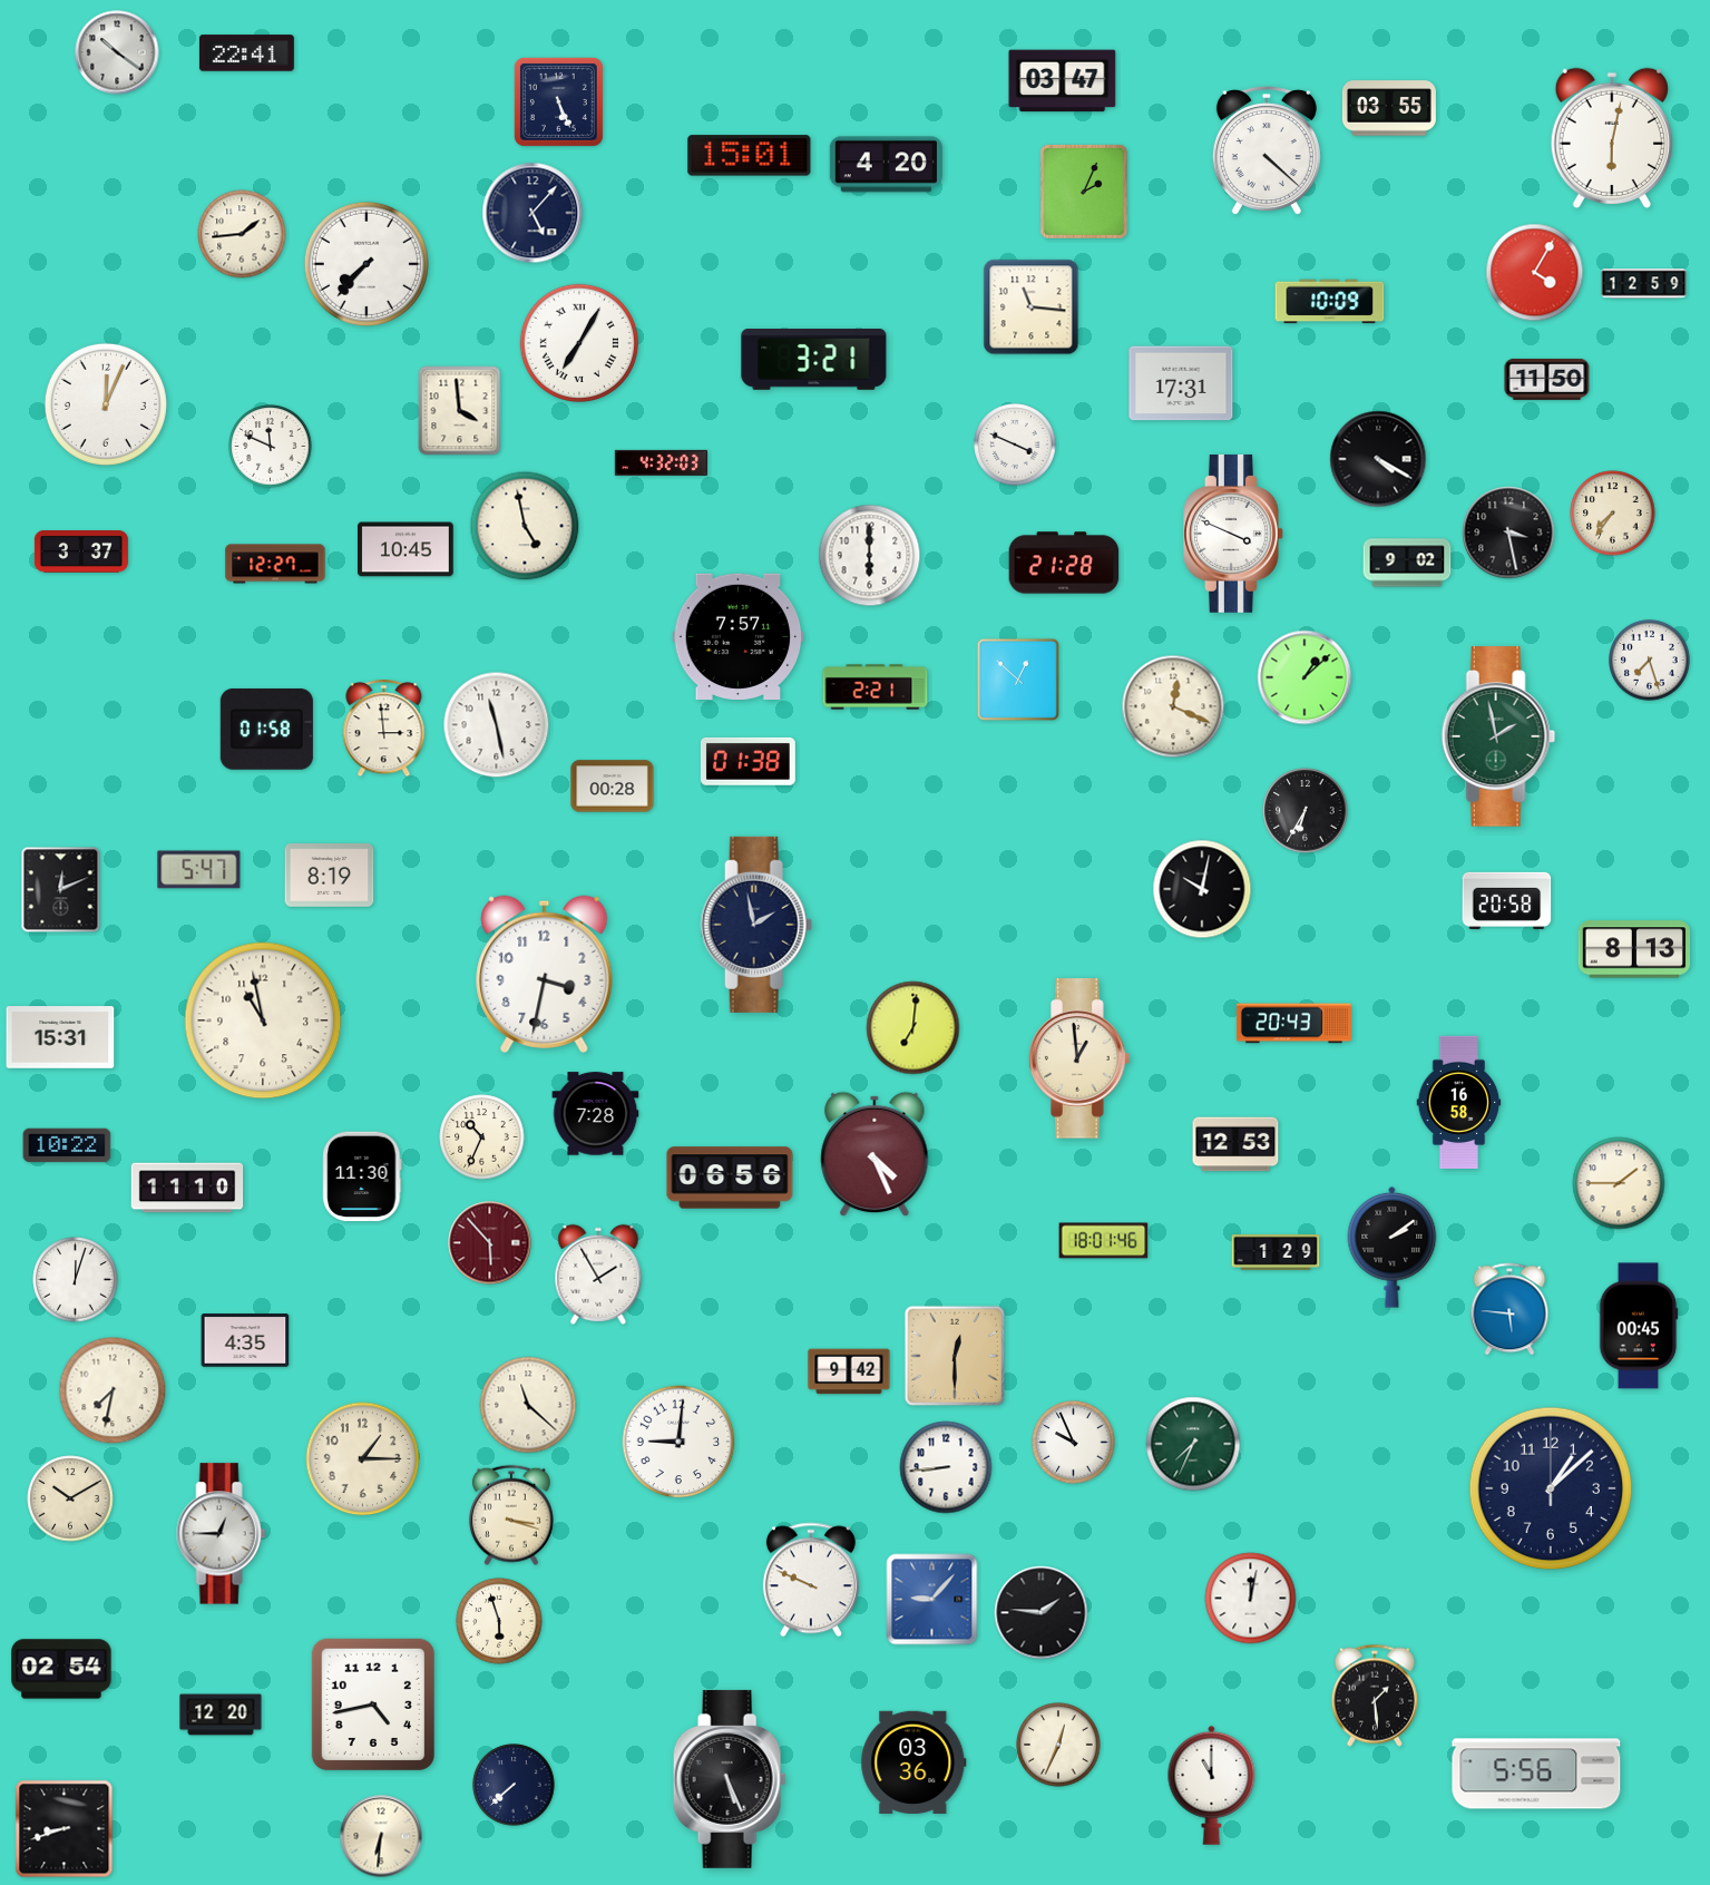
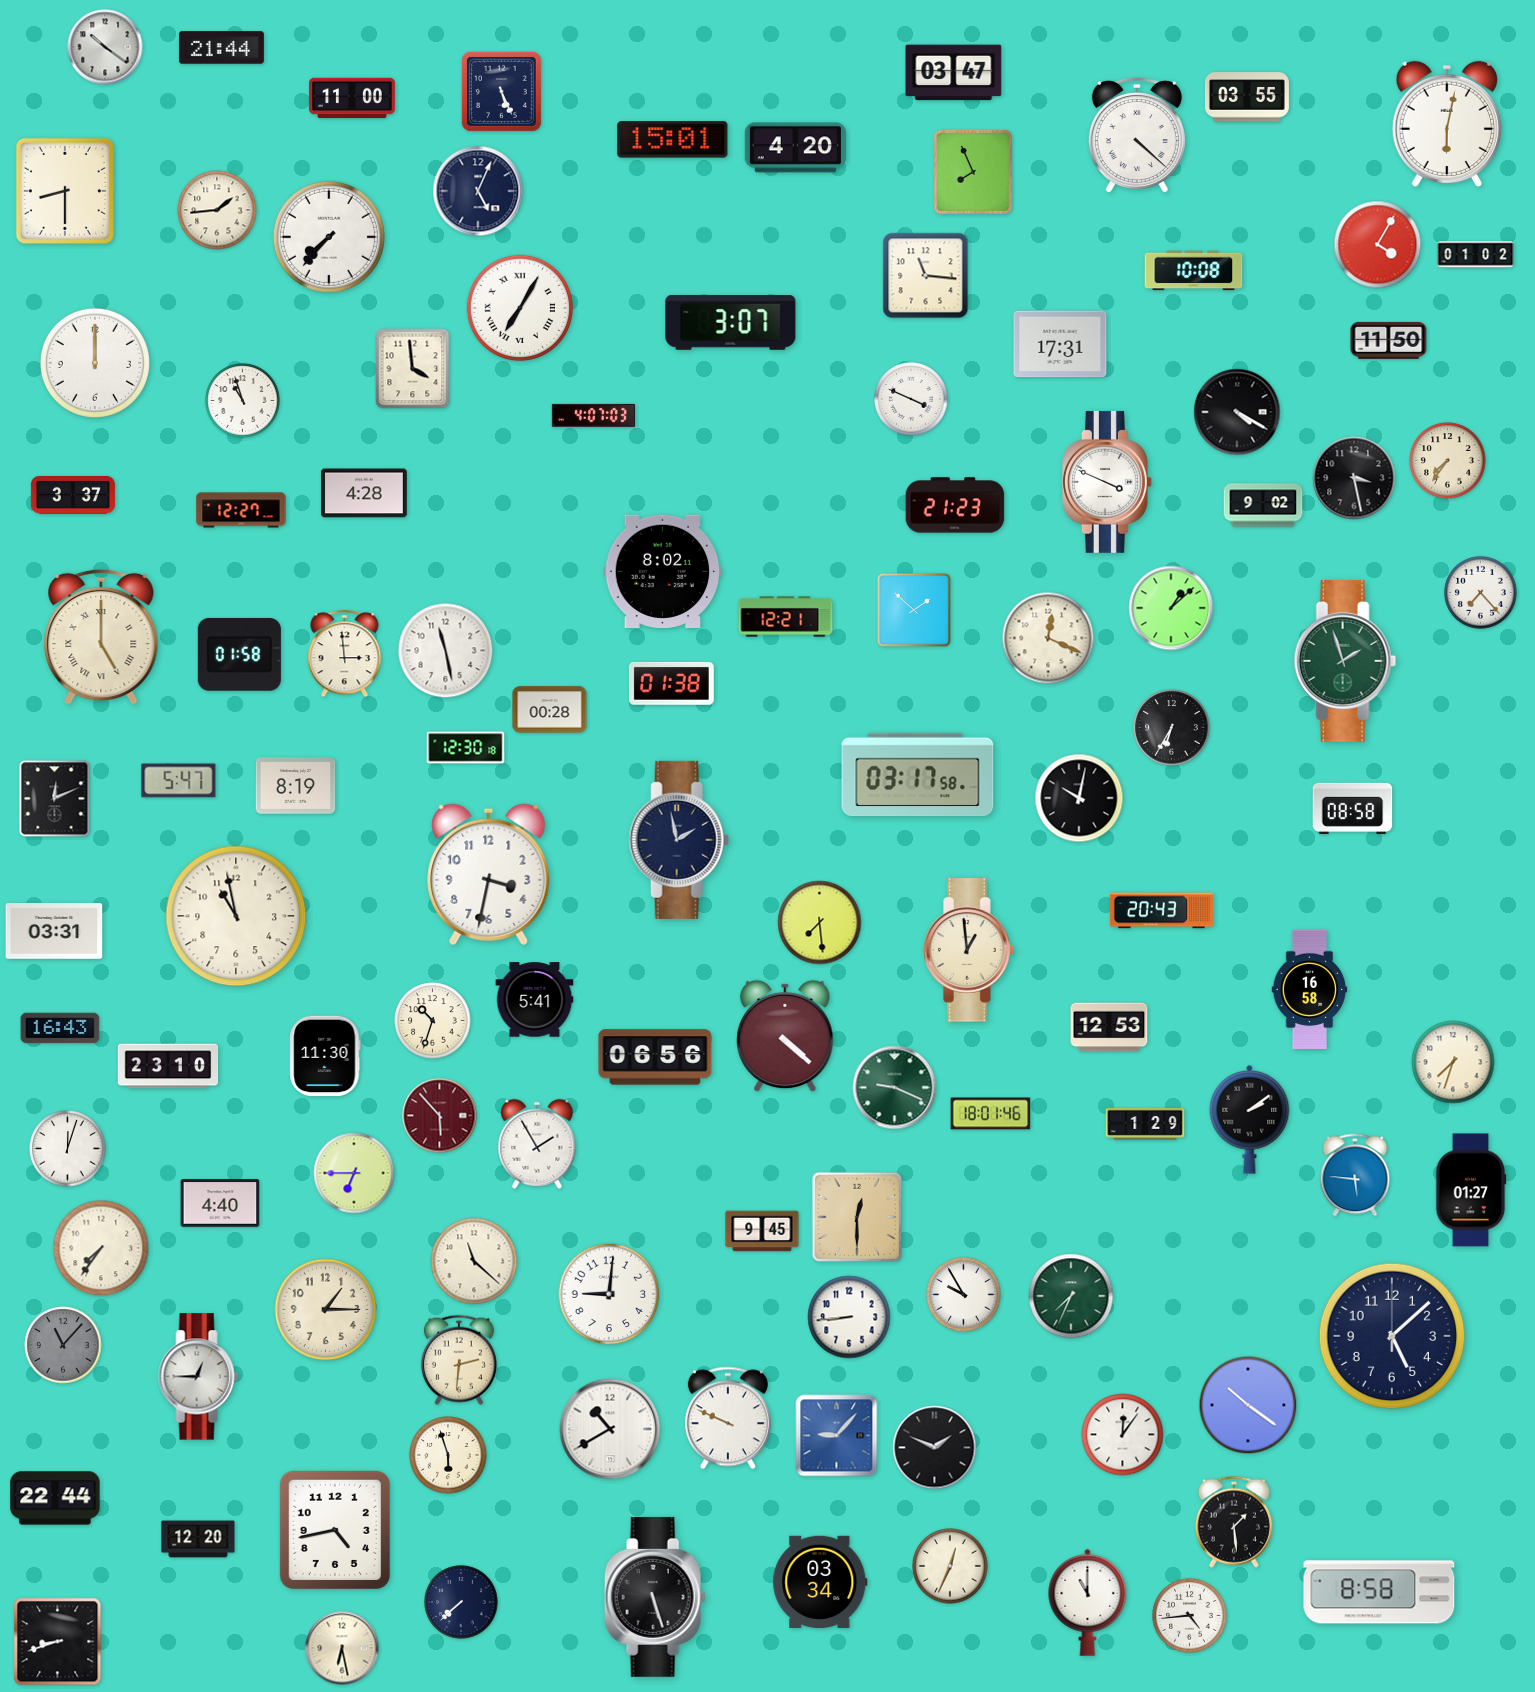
clock at (246, 53): 22:41 -> 21:44
clock at (352, 98): none -> 11:00
clock at (1084, 192): 2:04 -> 7:56
clock at (65, 191): none -> 8:30
clock at (532, 213): 5:07 -> 5:04
clock at (1644, 284): 12:59 -> 01:02
clock at (1330, 302): 10:09 -> 10:08
clock at (814, 360): 3:21 -> 3:07
clock at (106, 404): 12:04 -> 12:00
clock at (271, 447): 11:49 -> 10:57
clock at (661, 462): 4:32 -> 4:07
clock at (525, 526): 4:58 -> none
clock at (1234, 534) position: (1234, 534) -> (1108, 482)
clock at (407, 549): 10:45 -> 4:28
clock at (870, 556): 6:00 -> none
clock at (1064, 563): 21:28 -> 21:23
clock at (275, 564) position: (275, 564) -> (241, 510)
clock at (739, 636): 7:57 -> 8:02
clock at (1650, 661): 7:27 -> 7:23
clock at (1018, 680): 12:52 -> 1:52
clock at (876, 687): 2:21 -> 12:21
clock at (1173, 706) position: (1173, 706) -> (1048, 638)
clock at (101, 637): none -> 5:00
clock at (1498, 736): 1:58 -> 1:57
clock at (613, 787) position: (613, 787) -> (550, 710)
clock at (466, 748): none -> 12:30
clock at (918, 775): none -> 03:17
clock at (1507, 900): 20:58 -> 08:58
clock at (756, 925) position: (756, 925) -> (679, 840)
clock at (1633, 949): 8:13 -> none
clock at (1293, 1024) position: (1293, 1024) -> (1161, 911)
clock at (913, 1028): 7:01 -> 7:29
clock at (60, 1037): 15:31 -> 03:31
clock at (596, 1114): 7:28 -> 5:41
clock at (482, 1137): 10:34 -> 10:33
clock at (67, 1145): 10:22 -> 16:43
clock at (874, 1154): 4:26 -> 4:22
clock at (1619, 1183): 1:45 -> 7:33
clock at (187, 1188): 11:10 -> 23:10
clock at (895, 1088): none -> 9:19
clock at (354, 1173): none -> 6:45
clock at (1639, 1326): 00:45 -> 01:27
clock at (245, 1340): 4:35 -> 4:40
clock at (849, 1371): 9:42 -> 9:45
clock at (113, 1390): 7:32 -> 7:36
clock at (1074, 1443): 9:56 -> 9:55
clock at (1551, 1488): 1:08 -> 5:08
clock at (70, 1498): 10:10 -> 11:07
clock at (70, 1498) dial: cream -> grey
clock at (511, 1515): 3:18 -> 2:31
clock at (1248, 1405): none -> 10:21
clock at (610, 1429): none -> 10:40
clock at (1251, 1599): 12:02 -> 12:06
clock at (1042, 1613): 1:46 -> 1:49
clock at (61, 1669): 02:54 -> 22:44
clock at (913, 1761): 03:36 -> 03:34
clock at (1536, 1774): 5:56 -> 8:58
clock at (730, 1779): 5:26 -> 5:27
clock at (1190, 1616): none -> 4:44
clock at (381, 1836): 6:31 -> 6:28
